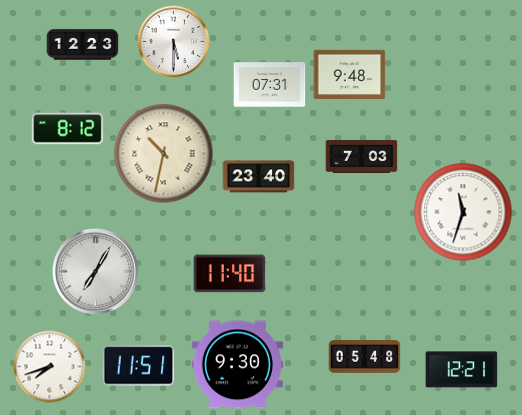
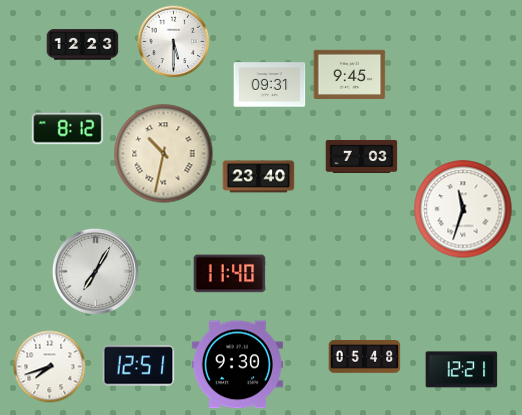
clock at (350, 74): 9:48 -> 9:45
clock at (270, 85): 07:31 -> 09:31
clock at (463, 212) position: (463, 212) -> (463, 209)
clock at (139, 366): 11:51 -> 12:51
